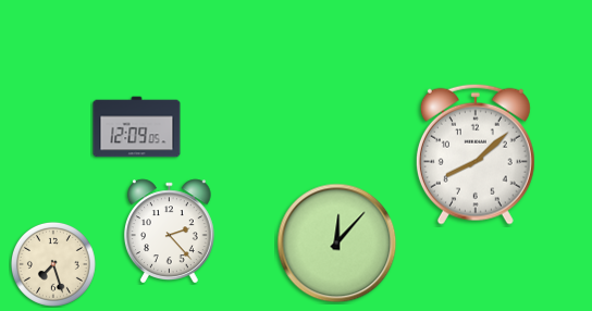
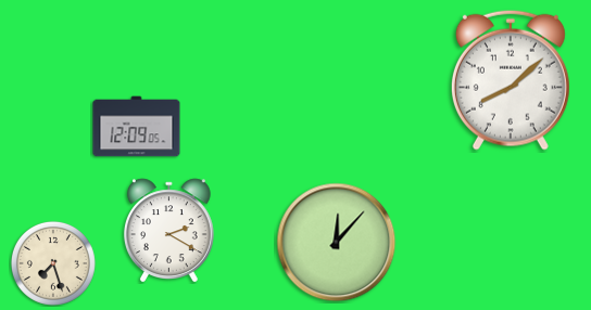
clock at (476, 154) position: (476, 154) -> (511, 80)
clock at (169, 232): 2:23 -> 2:20
